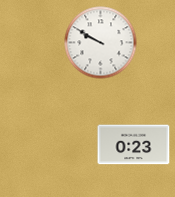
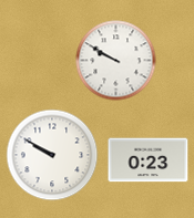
clock at (101, 43) position: (101, 43) -> (116, 61)
clock at (52, 155): none -> 9:50
